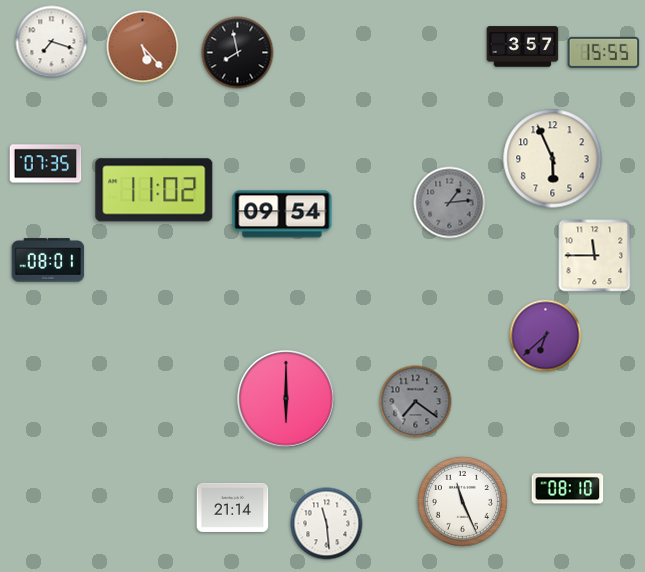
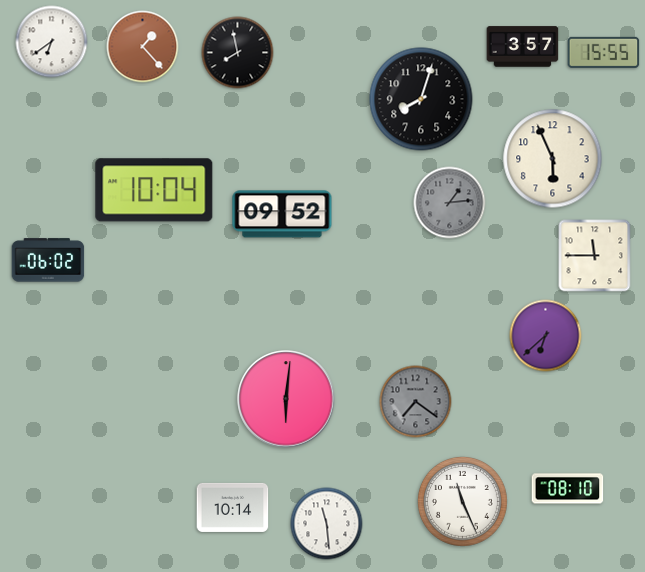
clock at (52, 42): 7:18 -> 6:39
clock at (143, 47): 5:23 -> 1:23
clock at (421, 99): none -> 8:03
clock at (46, 164): 07:35 -> none
clock at (154, 190): 11:02 -> 10:04
clock at (282, 214): 09:54 -> 09:52
clock at (48, 260): 08:01 -> 06:02
clock at (286, 399): 6:00 -> 6:01
clock at (233, 507): 21:14 -> 10:14
